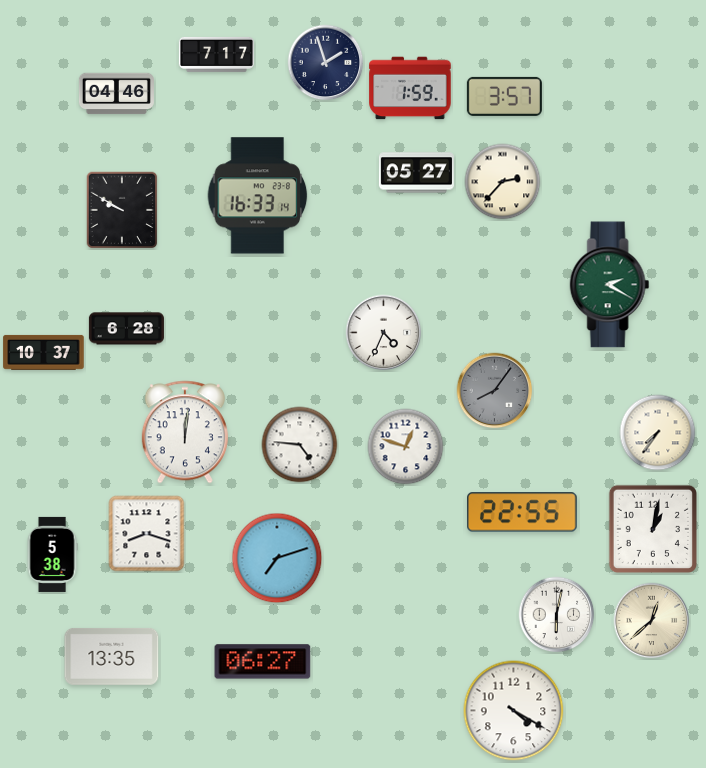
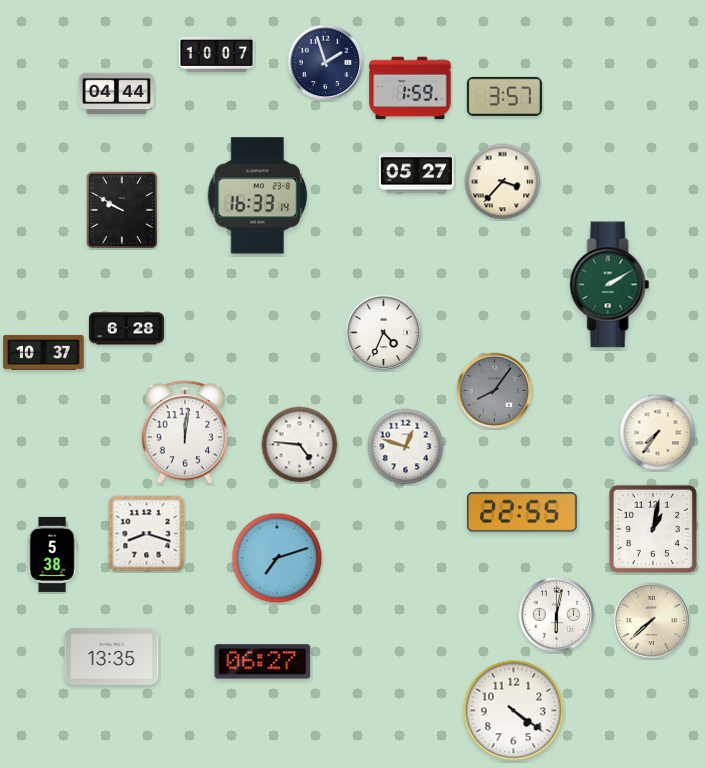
clock at (216, 54): 7:17 -> 10:07
clock at (116, 94): 04:46 -> 04:44
clock at (503, 182): 2:37 -> 3:37
clock at (610, 285): 2:20 -> 2:10
clock at (652, 621): 12:38 -> 7:38
clock at (514, 711): 4:20 -> 4:21
